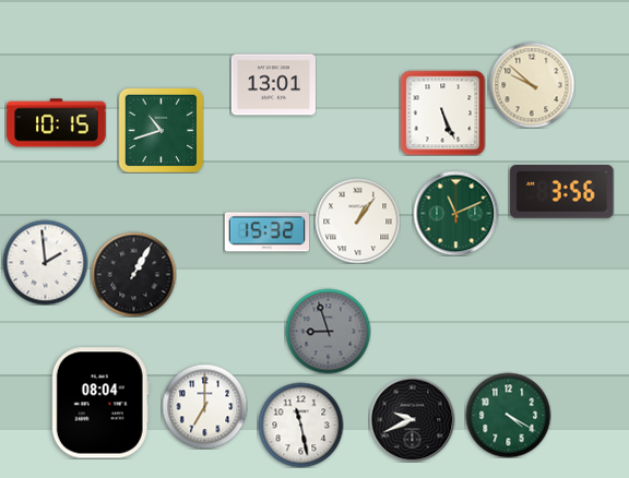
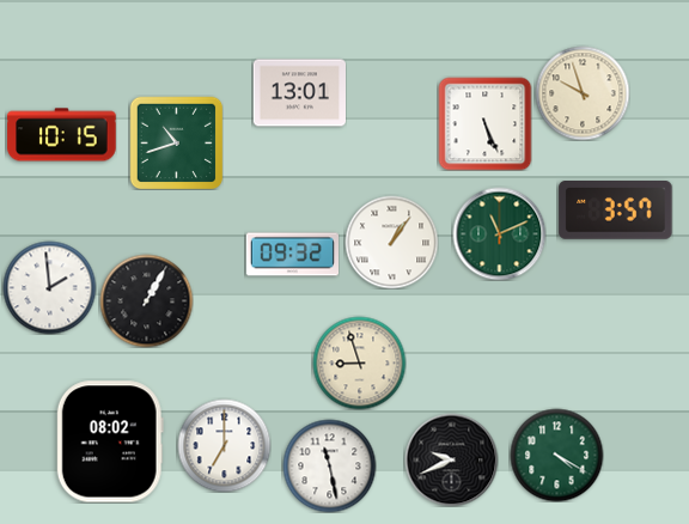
clock at (532, 85): 9:52 -> 9:57
clock at (562, 192): 3:56 -> 3:57
clock at (266, 232): 15:32 -> 09:32
clock at (328, 331) dial: grey -> cream
clock at (100, 403): 08:04 -> 08:02
